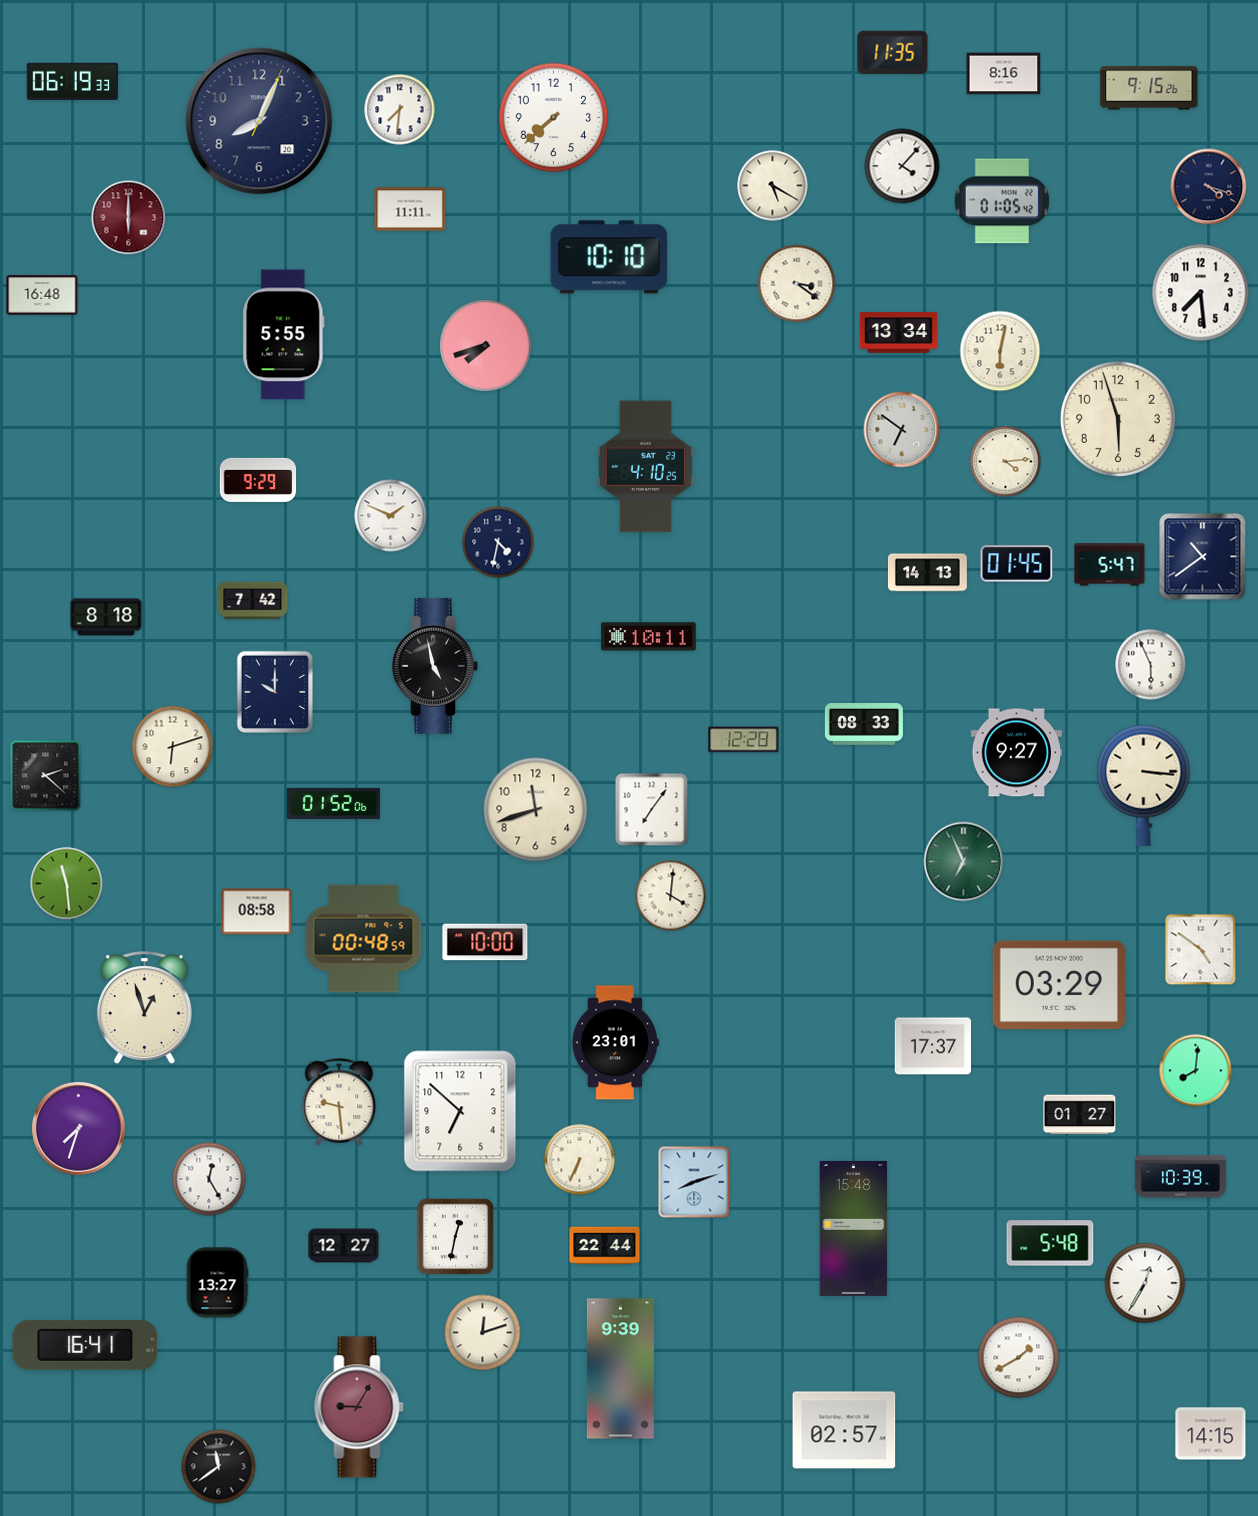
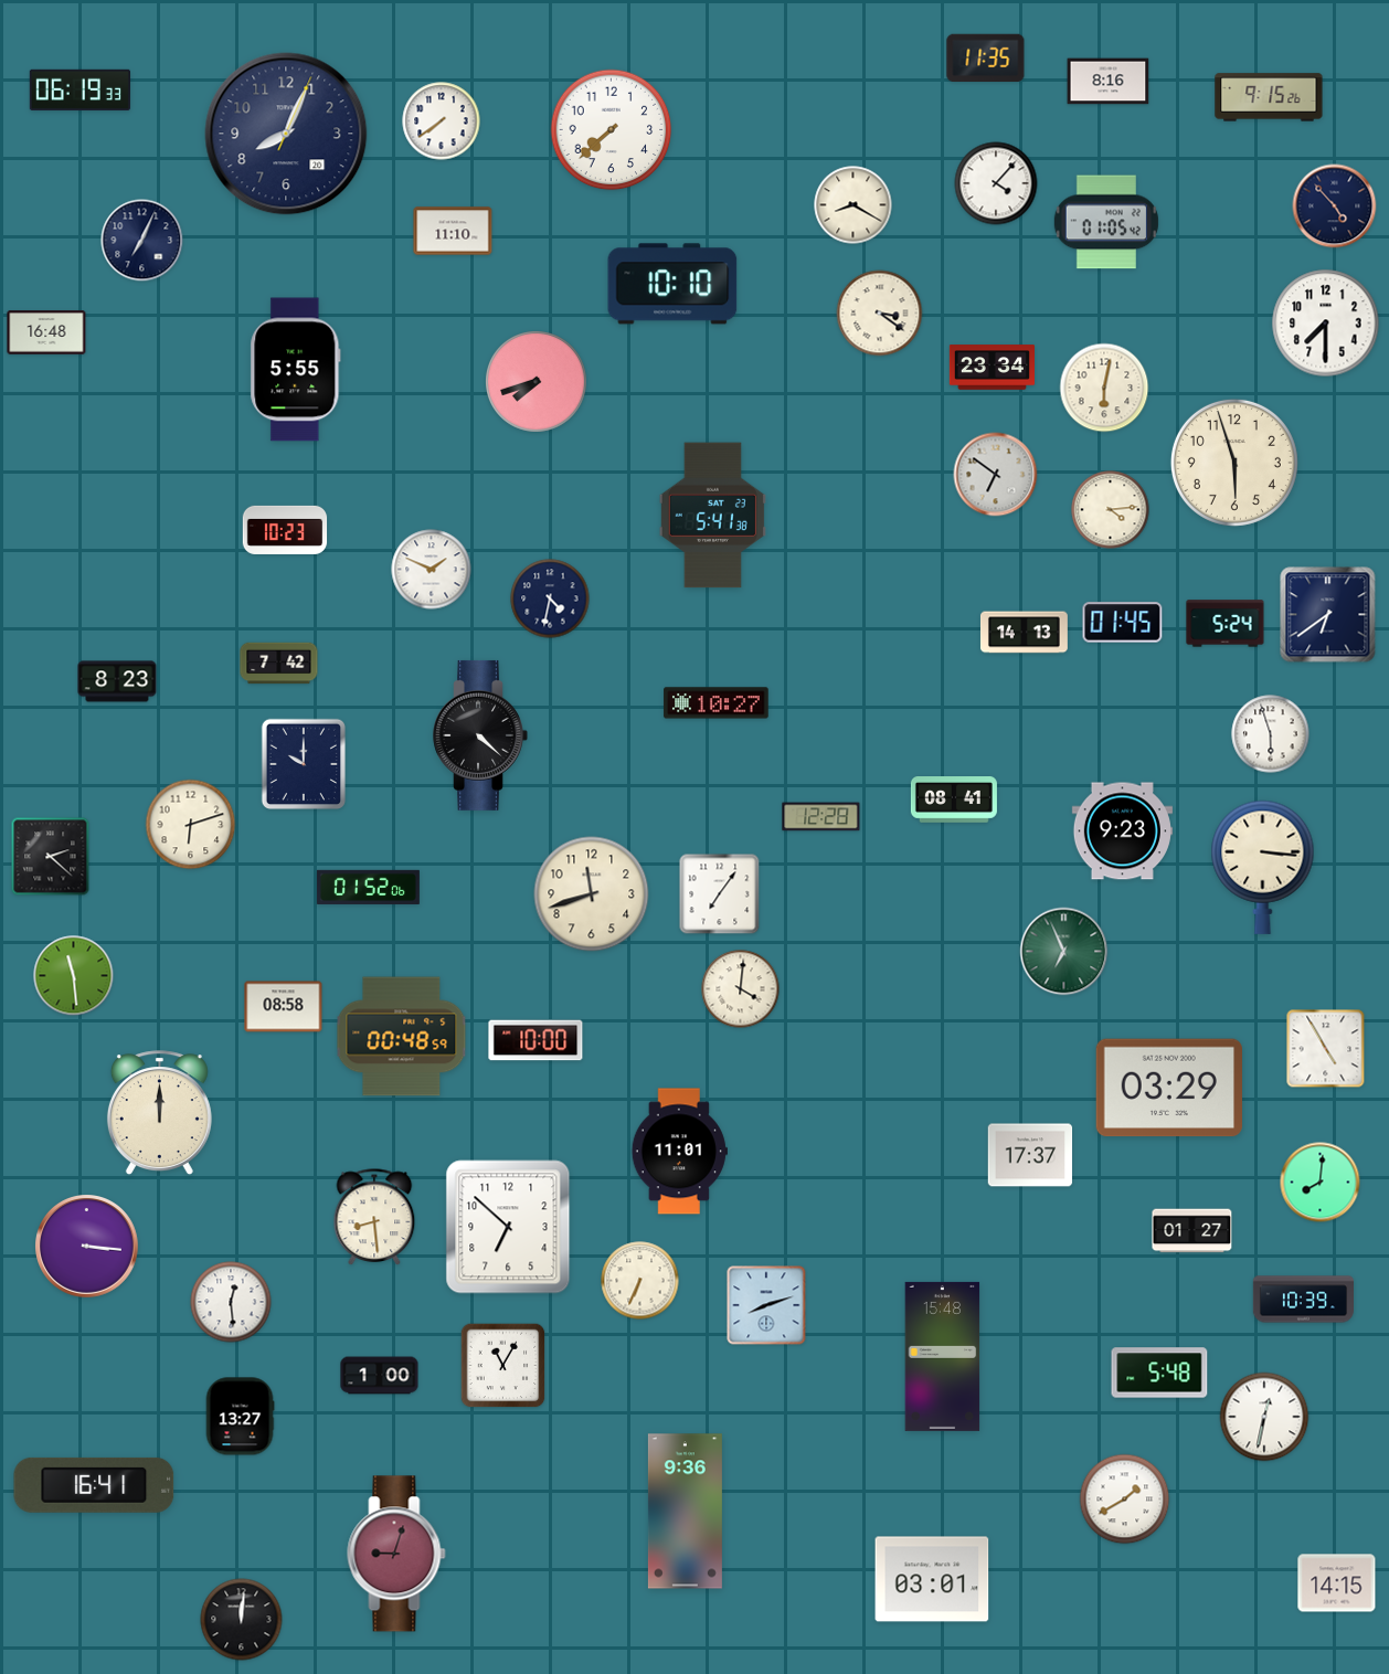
clock at (400, 110): 7:31 -> 7:39
clock at (773, 186): 5:20 -> 8:20
clock at (1209, 187): 4:18 -> 4:53
clock at (410, 209): 11:11 -> 11:10
clock at (129, 218): 6:00 -> 7:04
clock at (129, 218) dial: burgundy -> navy
clock at (1201, 293): 7:29 -> 7:30
clock at (42, 295) position: (42, 295) -> (46, 332)
clock at (898, 333): 13:34 -> 23:34
clock at (284, 335) position: (284, 335) -> (296, 370)
clock at (645, 467): 4:10 -> 5:41
clock at (258, 480): 9:29 -> 10:23
clock at (1203, 557): 10:39 -> 6:39
clock at (1110, 565): 5:47 -> 5:24
clock at (106, 617): 8:18 -> 8:23
clock at (649, 637): 10:11 -> 10:27
clock at (1151, 665): 5:56 -> 5:57
clock at (435, 666): 4:58 -> 4:22
clock at (864, 725): 08:33 -> 08:41
clock at (1016, 753): 9:27 -> 9:23
clock at (1201, 950): 4:51 -> 4:55
clock at (144, 1008): 12:57 -> 12:00
clock at (615, 1043): 23:01 -> 11:01
clock at (339, 1103): 9:29 -> 8:29
clock at (79, 1129): 7:33 -> 3:16
clock at (209, 1179): 12:25 -> 12:29
clock at (456, 1237): 12:32 -> 11:05
clock at (344, 1246): 12:27 -> 1:00
clock at (605, 1246): 22:44 -> none
clock at (1145, 1283): 12:35 -> 12:32
clock at (483, 1333): 12:12 -> none
clock at (620, 1369): 9:39 -> 9:36
clock at (359, 1407): 9:05 -> 9:03
clock at (844, 1430): 02:57 -> 03:01
clock at (219, 1467): 11:39 -> 12:01
